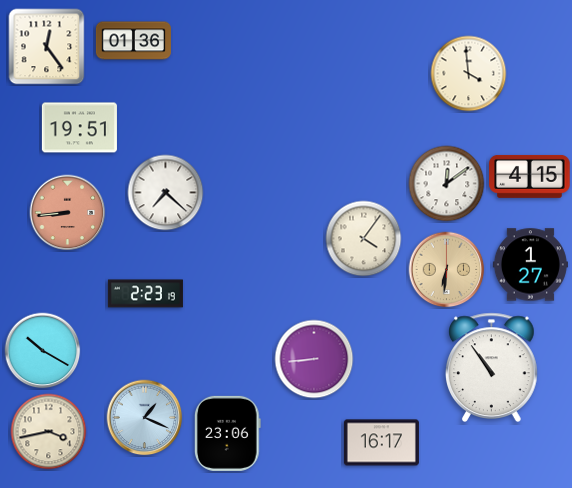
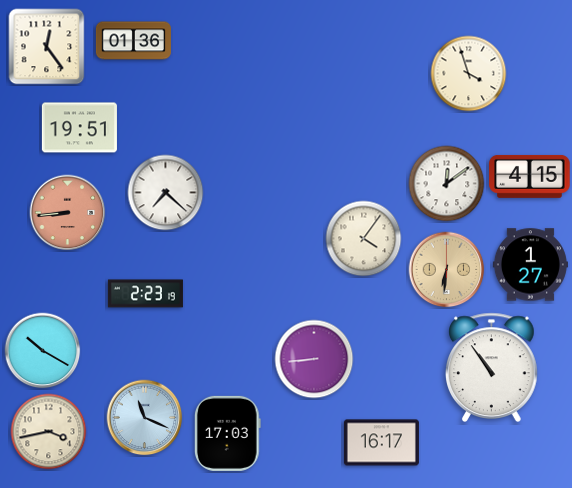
clock at (469, 74): 3:59 -> 3:57
clock at (145, 418): 1:19 -> 11:19
clock at (227, 433): 23:06 -> 17:03
